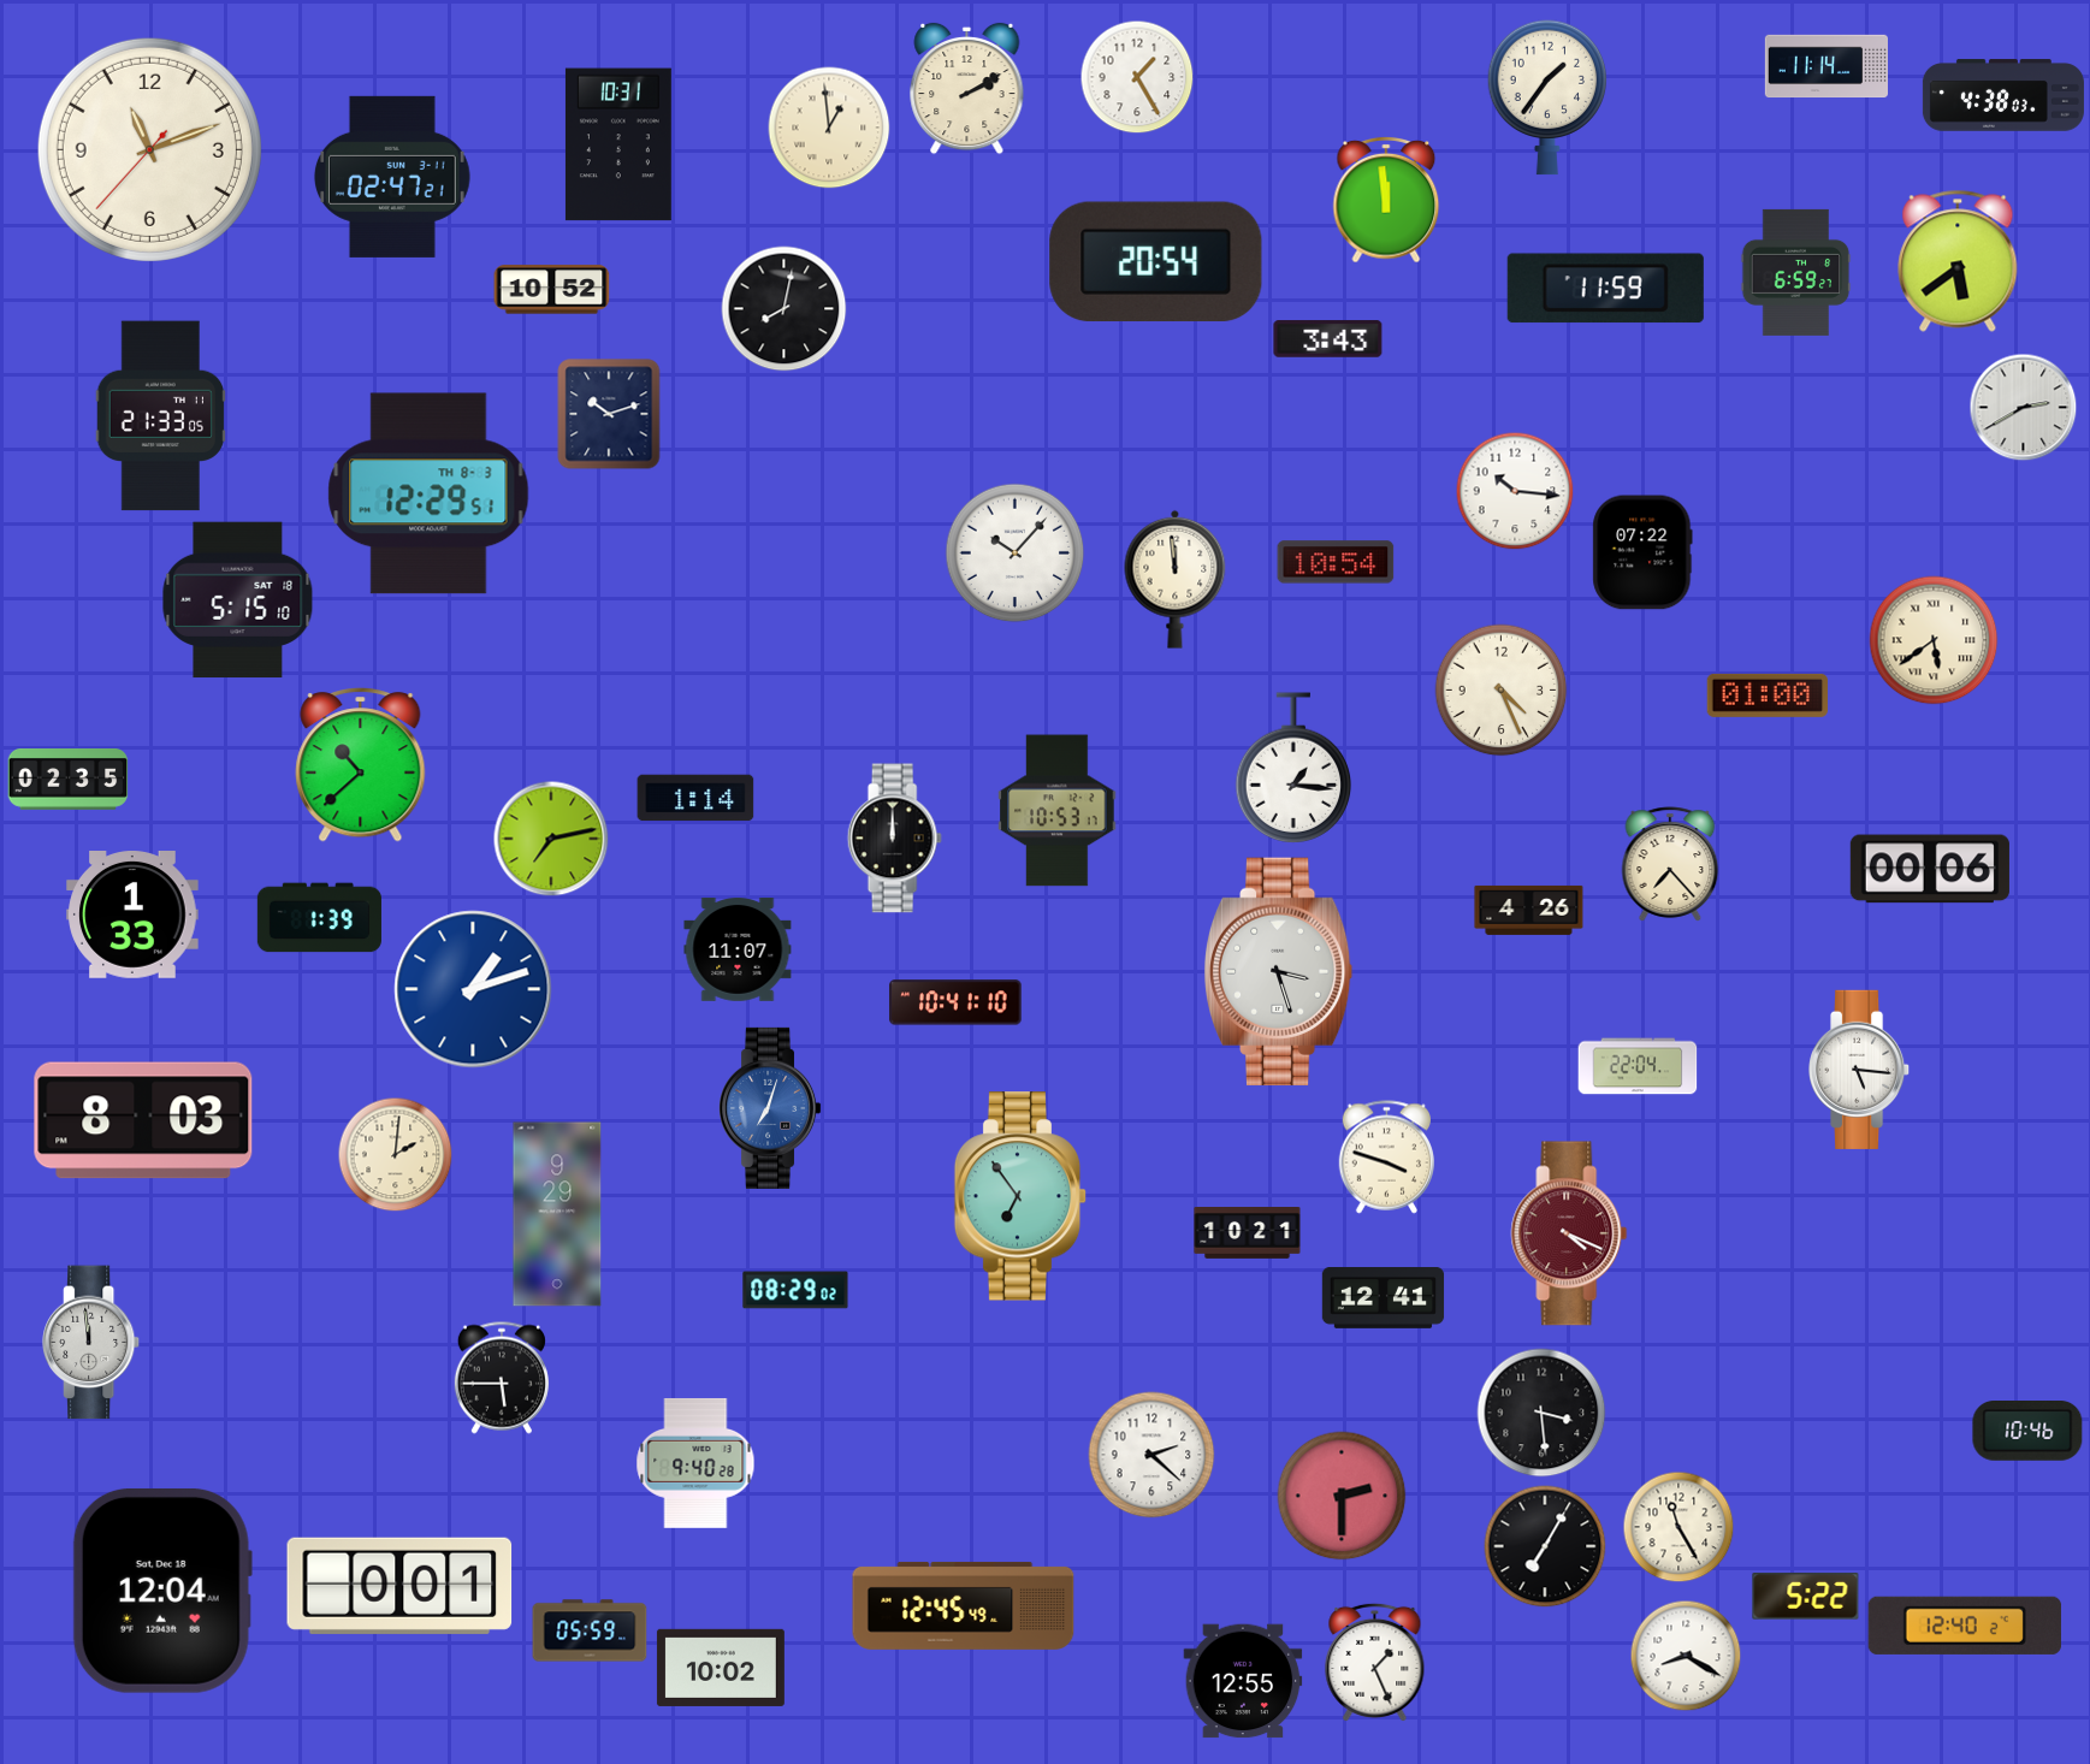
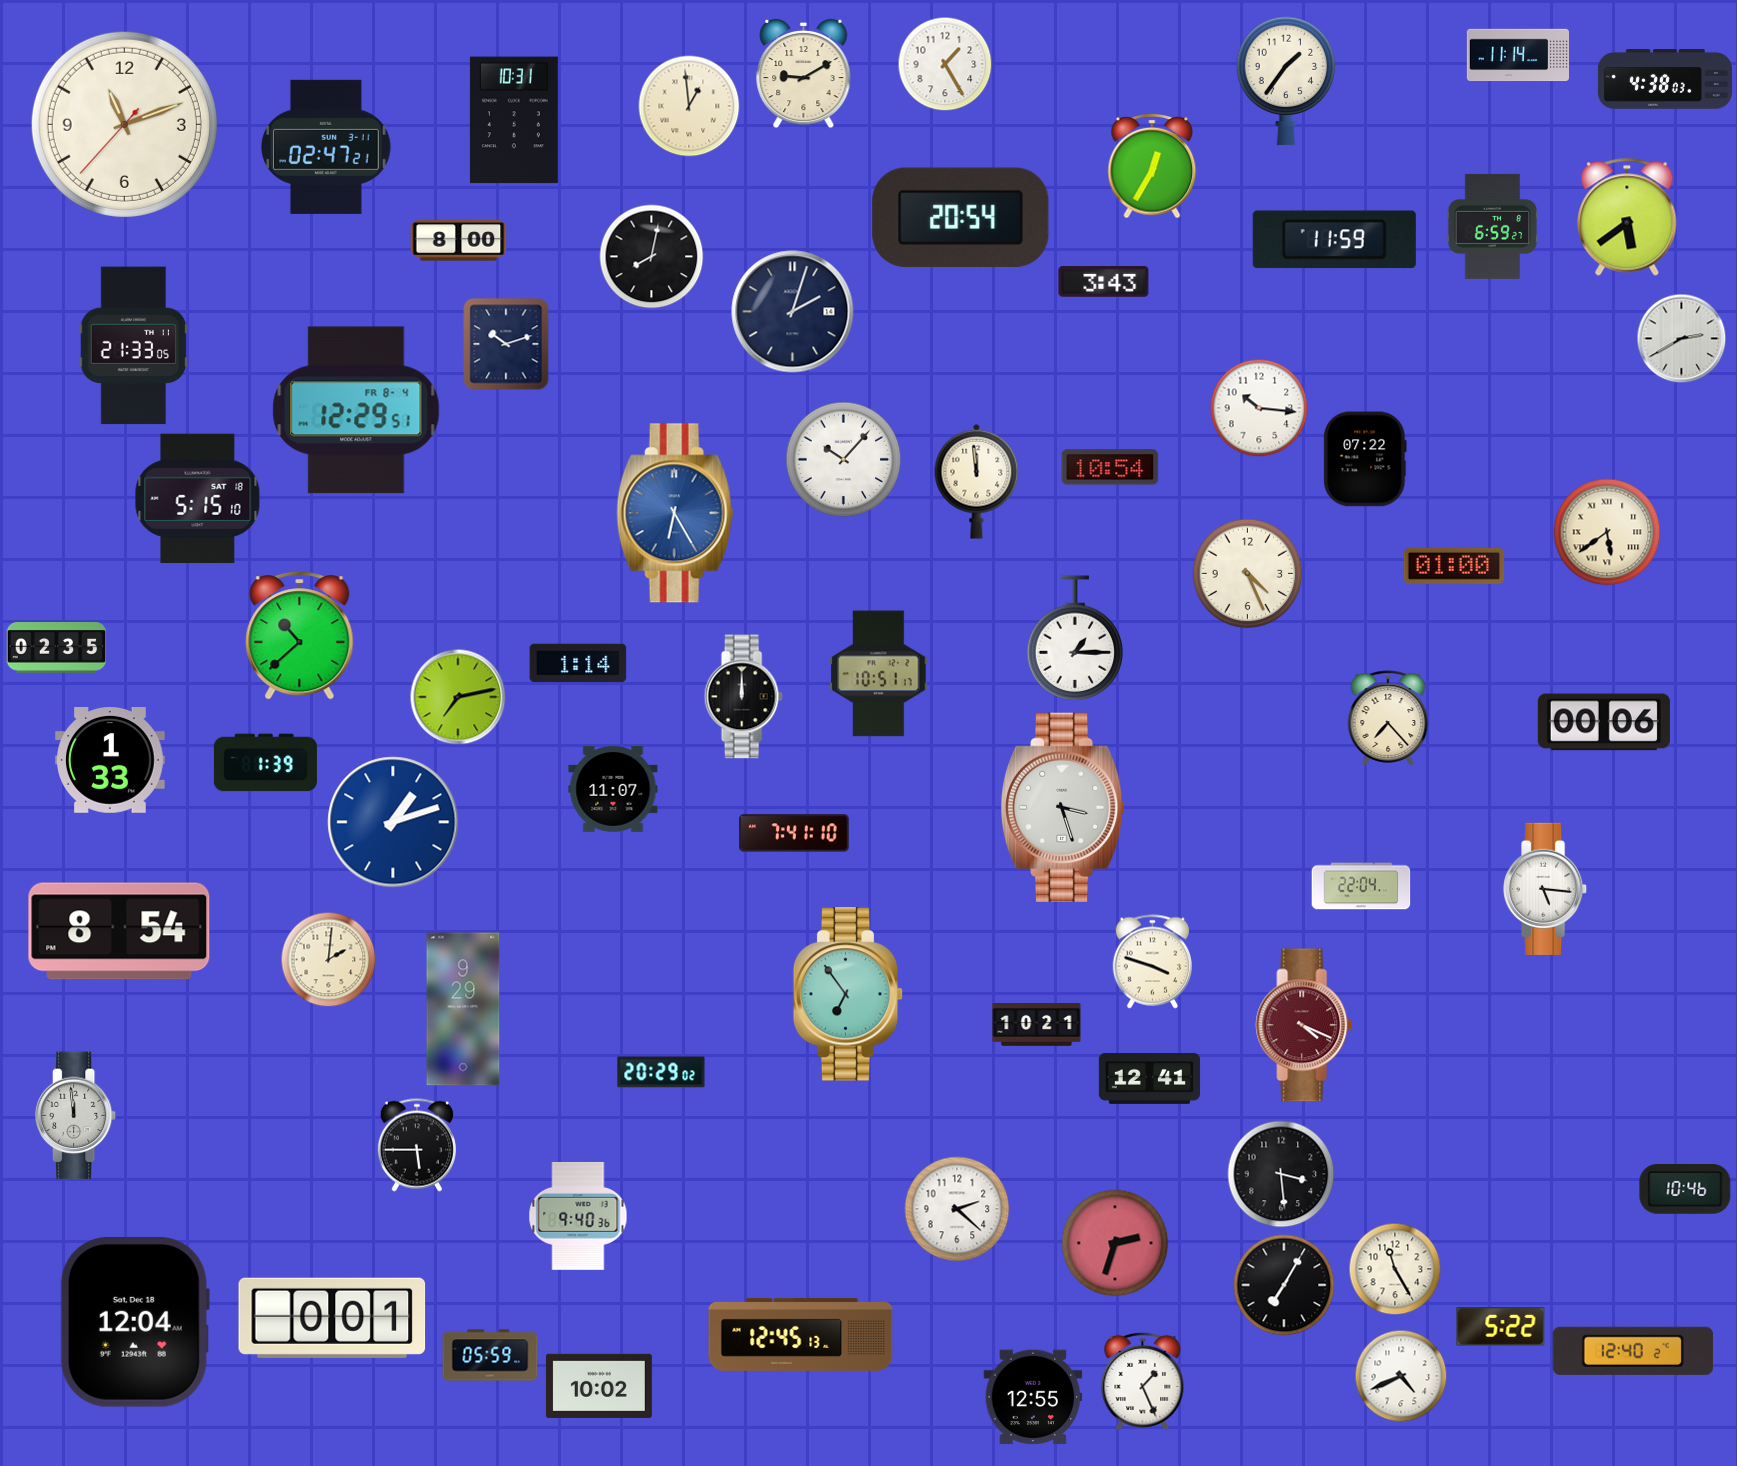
clock at (967, 89): 2:10 -> 9:10
clock at (1386, 200): 11:59 -> 12:35
clock at (552, 290): 10:52 -> 8:00
clock at (793, 312): none -> 2:03
clock at (428, 493) date: TH 8-3 -> FR 8-4
clock at (675, 513): none -> 6:25
clock at (1768, 695) position: (1768, 695) -> (1454, 566)
clock at (1293, 768): 1:16 -> 1:15
clock at (1058, 811): 10:53 -> 10:51
clock at (1529, 910): 4:26 -> none
clock at (955, 1002): 10:41 -> 7:41
clock at (770, 1108): 7:03 -> none
clock at (143, 1120): 8:03 -> 8:54
clock at (795, 1290): 08:29 -> 20:29
clock at (695, 1463): 9:40:28 -> 9:40:36
clock at (1342, 1496): 2:30 -> 2:33
clock at (964, 1605): 12:45:49 -> 12:45:13
clock at (1686, 1656): 8:20 -> 4:41
